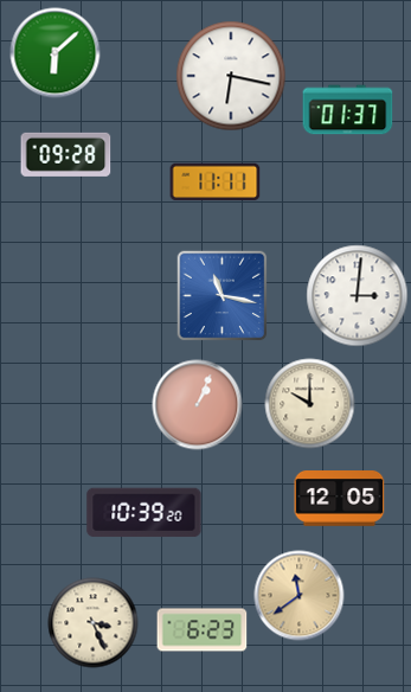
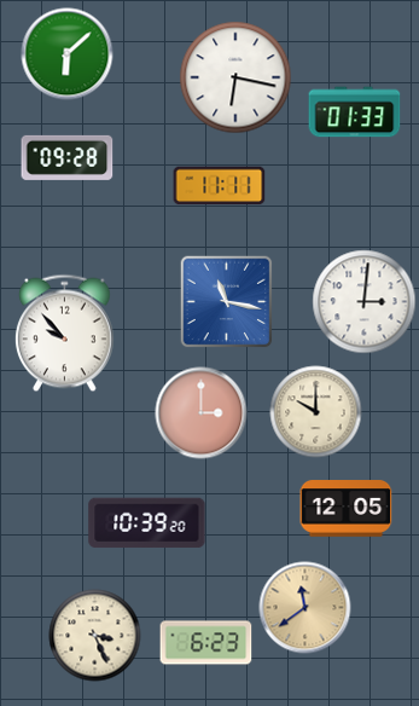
clock at (56, 53) position: (56, 53) -> (68, 54)
clock at (348, 110): 01:37 -> 01:33
clock at (65, 334): none -> 9:53
clock at (198, 405): 1:04 -> 3:00
